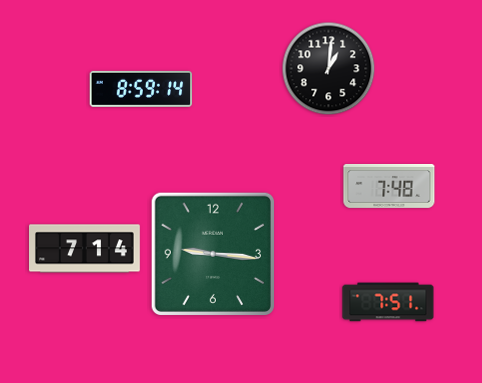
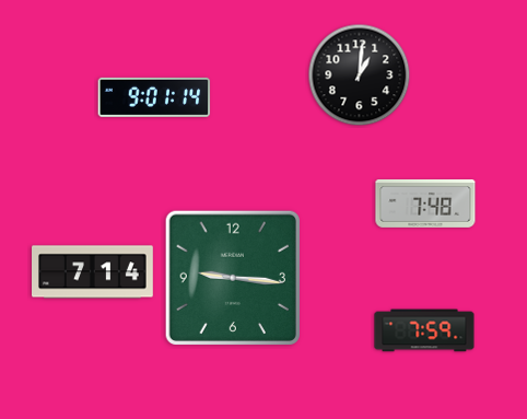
clock at (141, 89): 8:59 -> 9:01
clock at (388, 302): 7:51 -> 7:59
